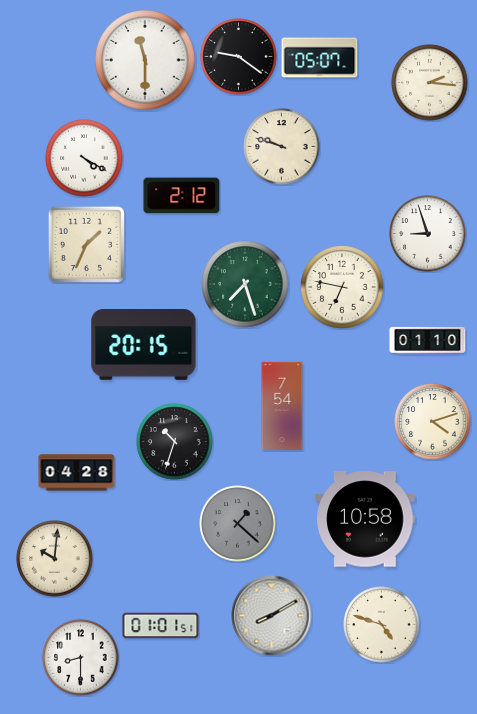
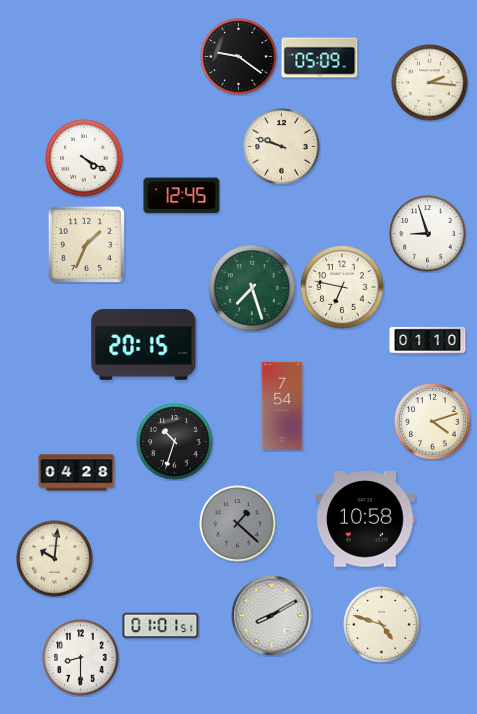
clock at (320, 58): 05:07 -> 05:09
clock at (145, 60): 11:30 -> none
clock at (182, 196): 2:12 -> 12:45
clock at (245, 284) position: (245, 284) -> (252, 288)
